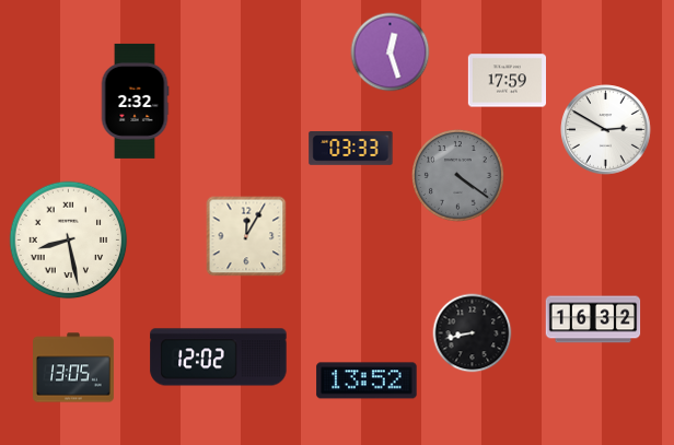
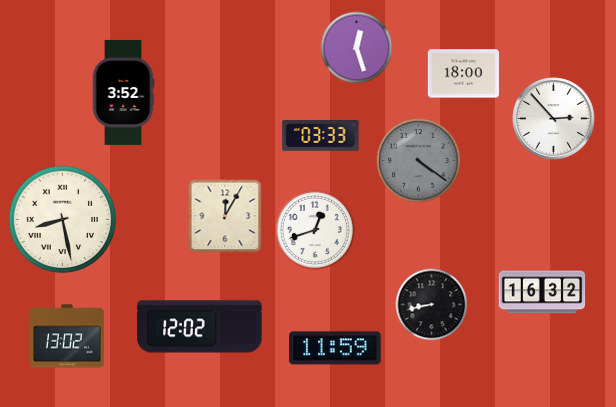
clock at (507, 81): 17:59 -> 18:00
clock at (135, 101): 2:32 -> 3:52
clock at (606, 130): 2:50 -> 2:53
clock at (315, 230): none -> 12:42
clock at (73, 367): 13:05 -> 13:02
clock at (367, 380): 13:52 -> 11:59
